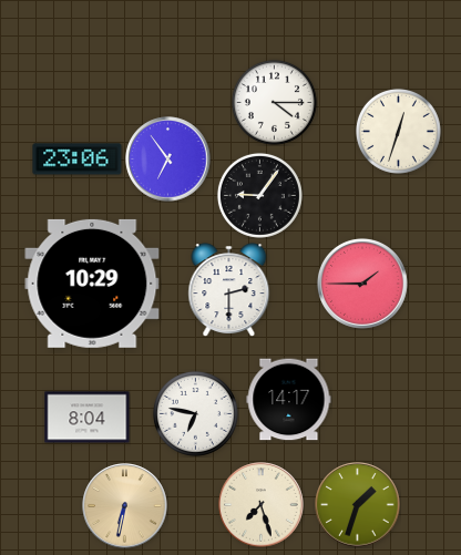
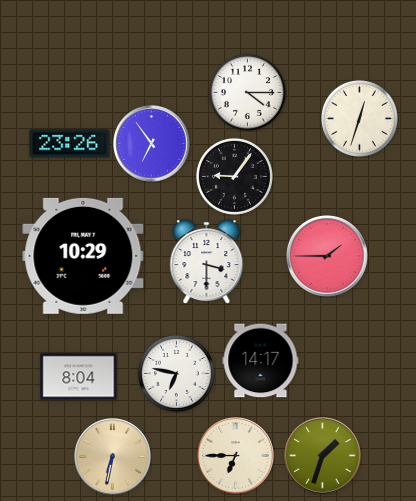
clock at (78, 160): 23:06 -> 23:26
clock at (229, 289): 2:30 -> 3:30
clock at (262, 505): 7:27 -> 6:45
